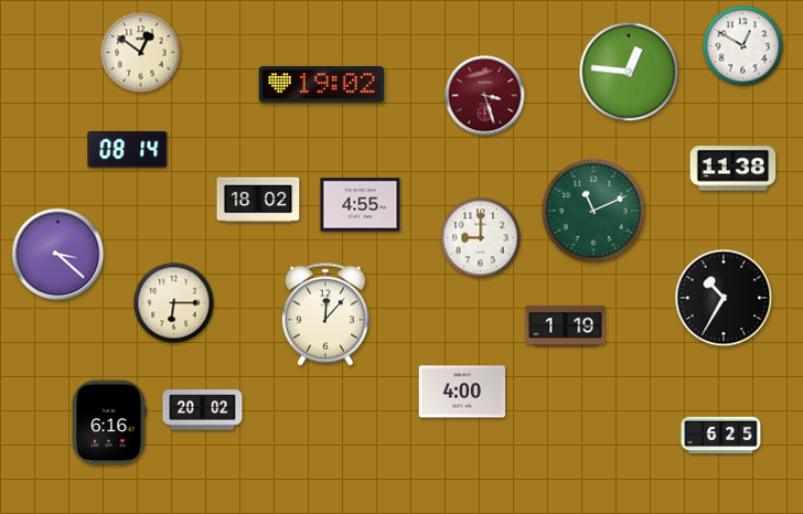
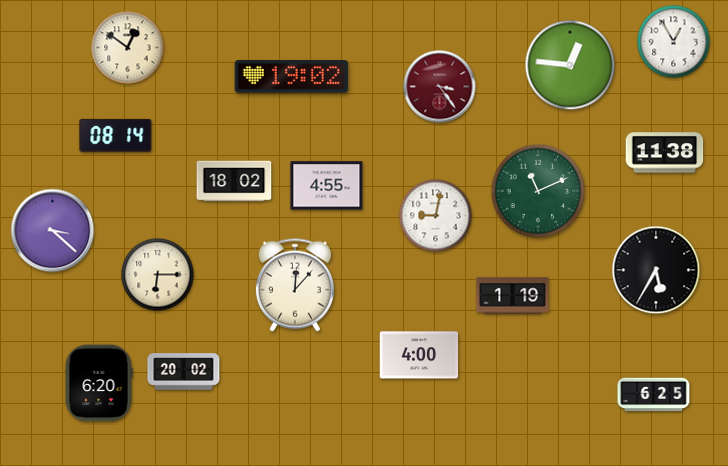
clock at (743, 46): 12:50 -> 12:55
clock at (485, 96): 3:27 -> 3:24
clock at (481, 238): 9:00 -> 9:02
clock at (724, 298): 10:35 -> 5:35
clock at (109, 422): 6:16 -> 6:20
